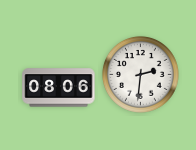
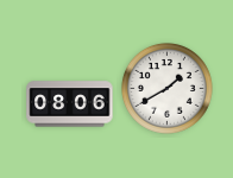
clock at (140, 74): 2:31 -> 1:40
